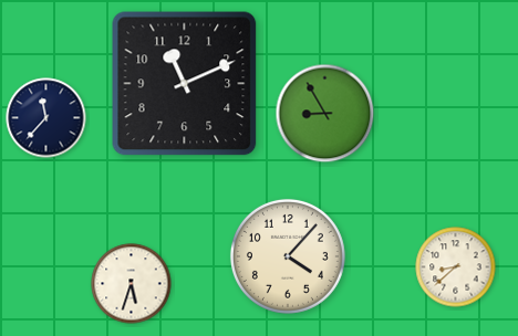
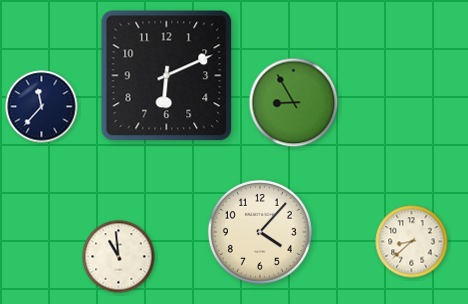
clock at (185, 84): 11:11 -> 6:11
clock at (132, 284): 5:33 -> 10:59
